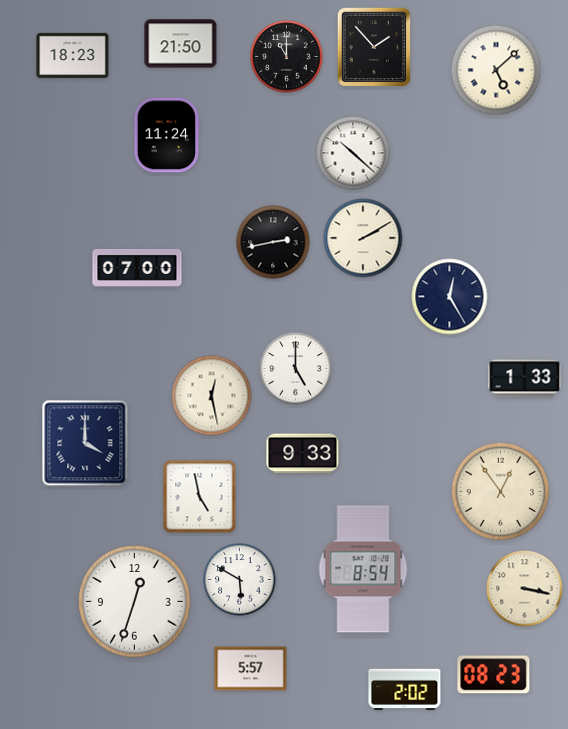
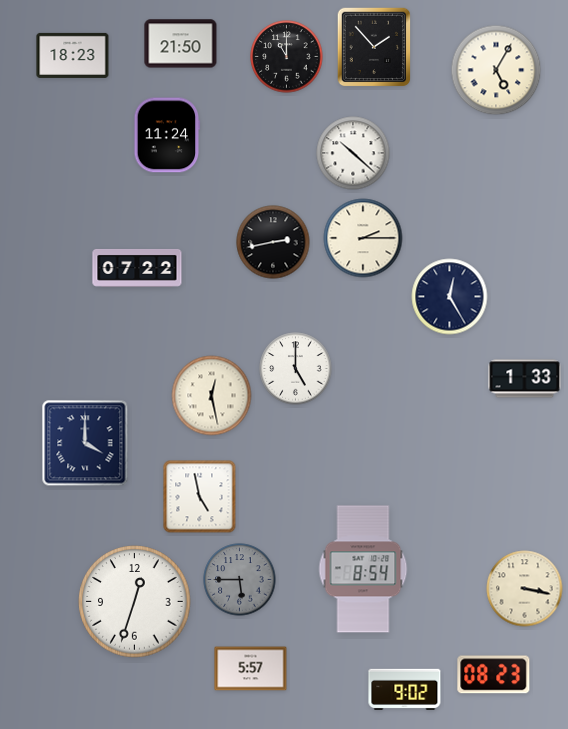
clock at (496, 70): 5:08 -> 5:05
clock at (363, 238): 2:10 -> 2:15
clock at (137, 268): 07:00 -> 07:22
clock at (303, 454): 9:33 -> none
clock at (501, 492): 12:54 -> none
clock at (240, 580): 5:50 -> 5:45
clock at (240, 580) dial: white -> grey
clock at (405, 689): 2:02 -> 9:02
